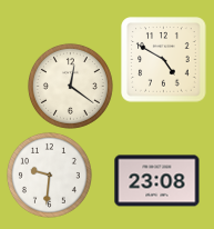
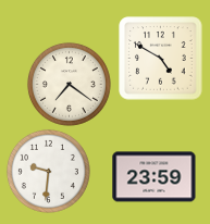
clock at (70, 86): 12:21 -> 7:21
clock at (157, 181): 23:08 -> 23:59
